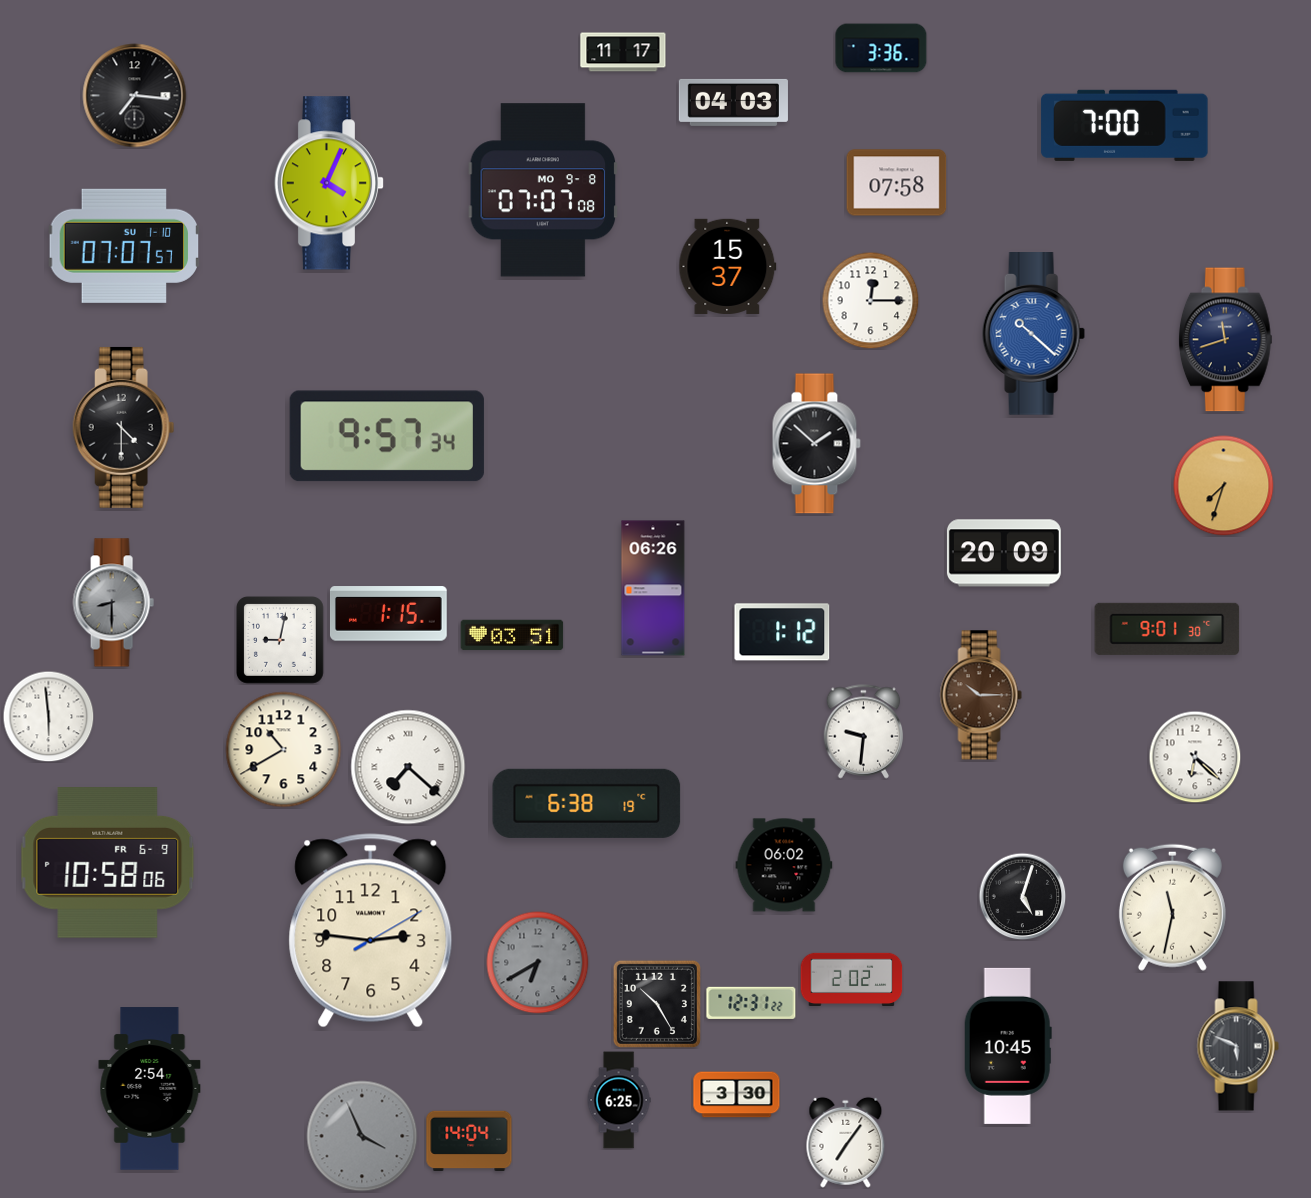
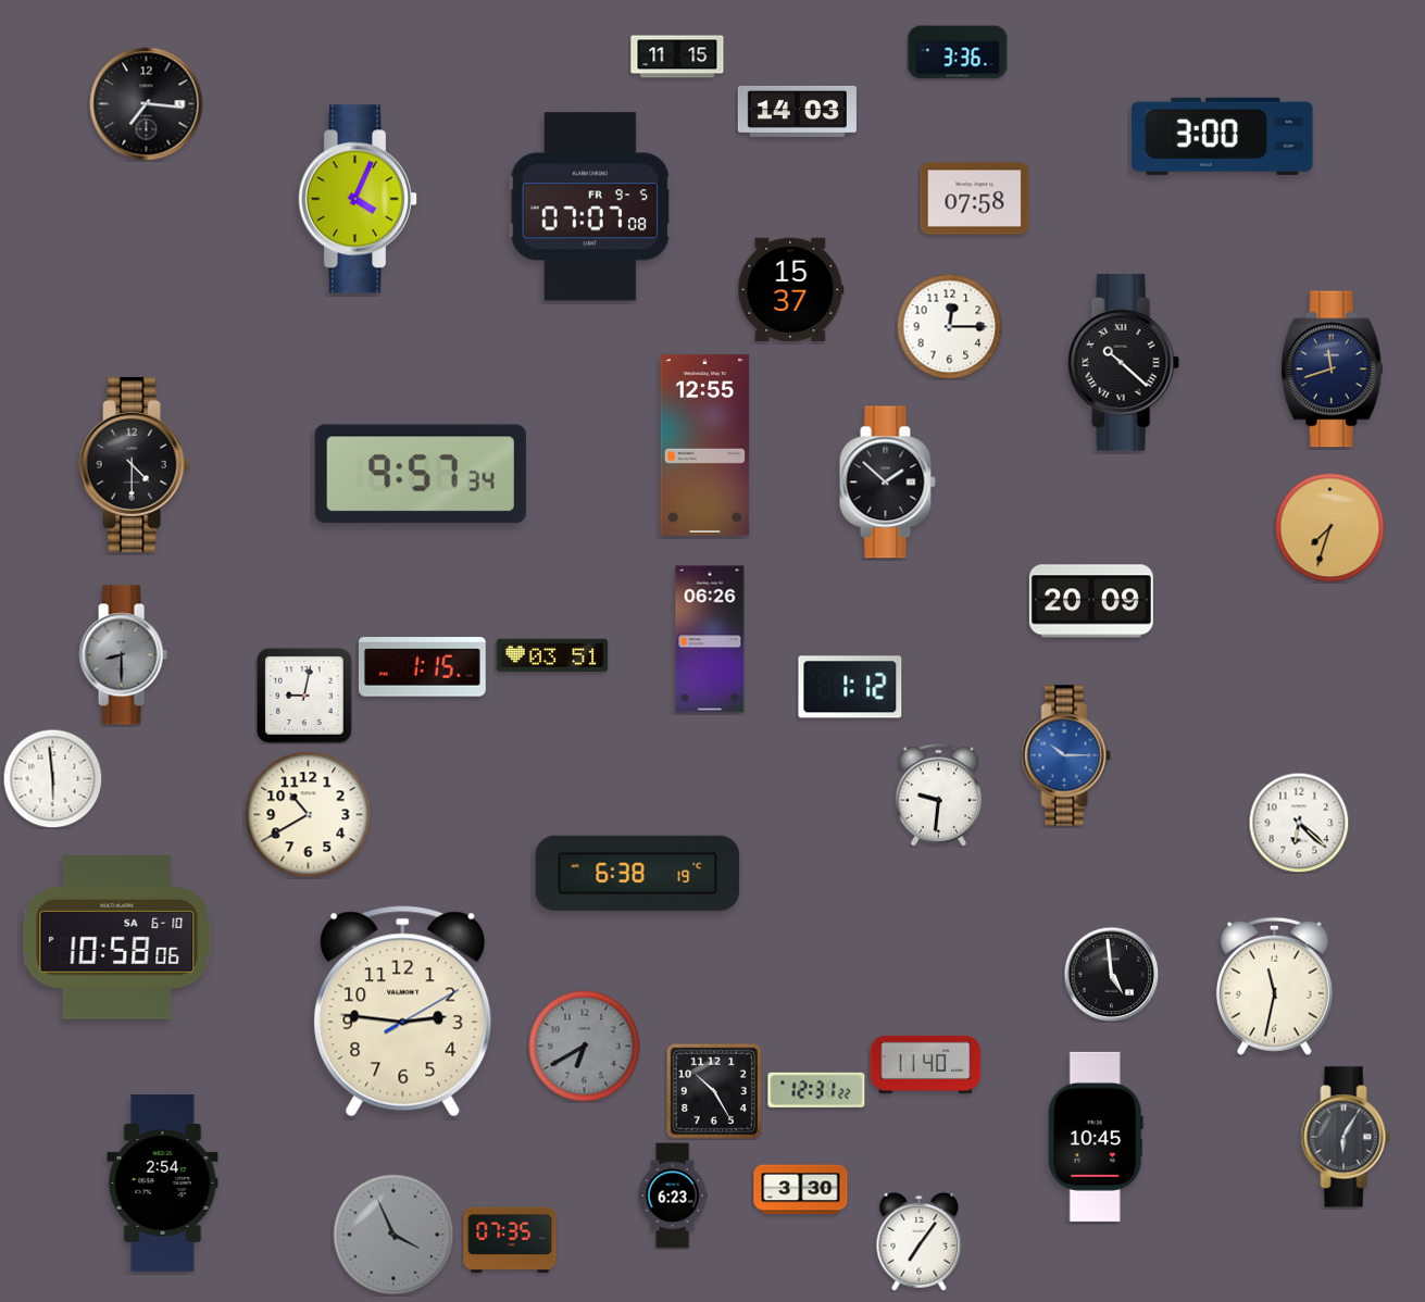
clock at (623, 52): 11:17 -> 11:15
clock at (733, 102): 04:03 -> 14:03
clock at (1125, 125): 7:00 -> 3:00
clock at (543, 190) date: MO 9-8 -> FR 9-5
clock at (124, 246): 07:07 -> none
clock at (870, 300) position: (870, 300) -> (949, 326)
clock at (1033, 334) dial: blue -> black
clock at (705, 446): none -> 12:55
clock at (1167, 629): 9:01 -> none
clock at (512, 635) position: (512, 635) -> (552, 655)
clock at (981, 695) dial: brown -> blue
clock at (408, 767): 7:22 -> none
clock at (108, 863) date: FR 6-9 -> SA 6-10
clock at (784, 865): 06:02 -> none
clock at (1022, 896): 5:03 -> 4:59
clock at (852, 979): 2:02 -> 11:40
clock at (1238, 1046): 5:49 -> 6:05
clock at (619, 1100): 6:25 -> 6:23
clock at (469, 1140): 14:04 -> 07:35
